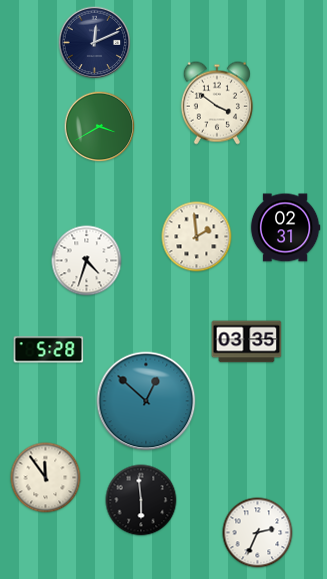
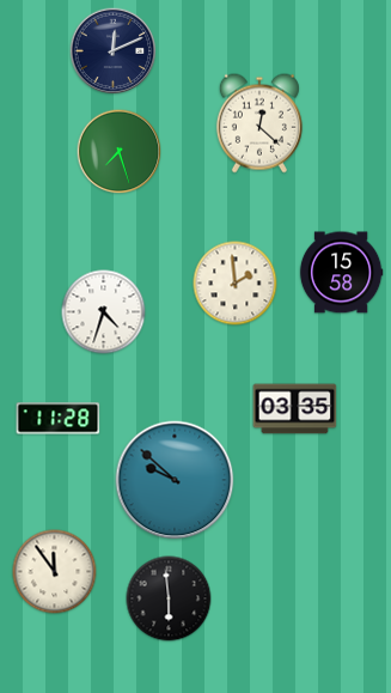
clock at (217, 103): 3:51 -> 12:22
clock at (100, 127): 3:40 -> 7:27
clock at (285, 228): 02:31 -> 15:58
clock at (49, 350): 5:28 -> 11:28
clock at (146, 401): 12:52 -> 9:52
clock at (258, 533): 2:34 -> none
